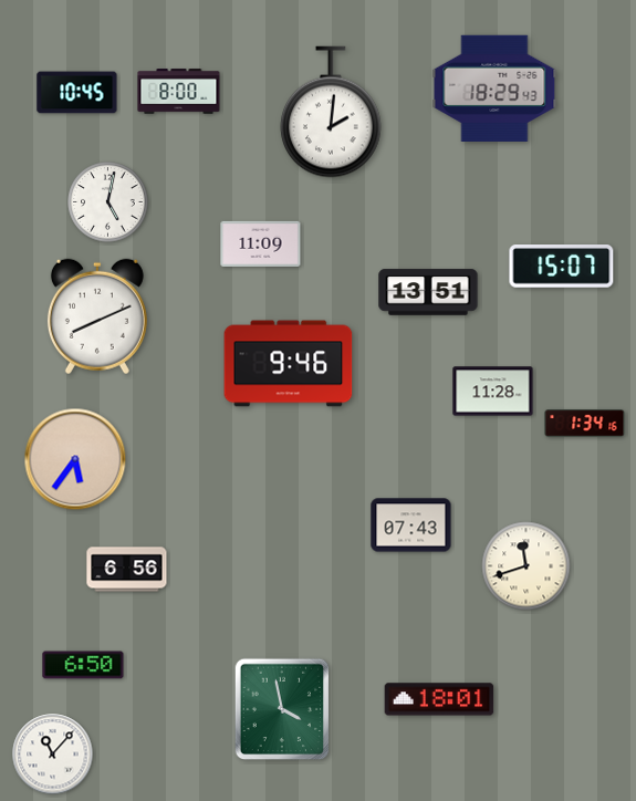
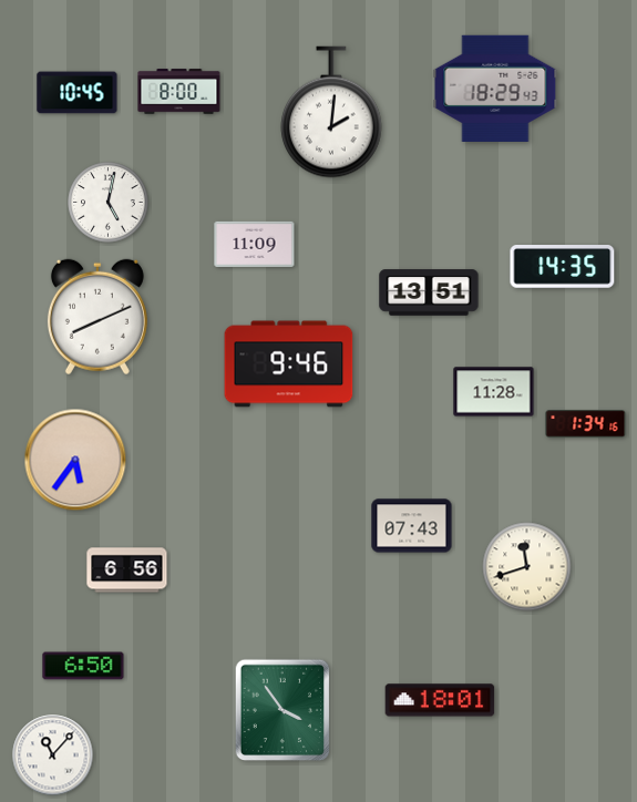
clock at (261, 243) position: (261, 243) -> (255, 244)
clock at (562, 267): 15:07 -> 14:35
clock at (282, 709): 3:58 -> 3:54
